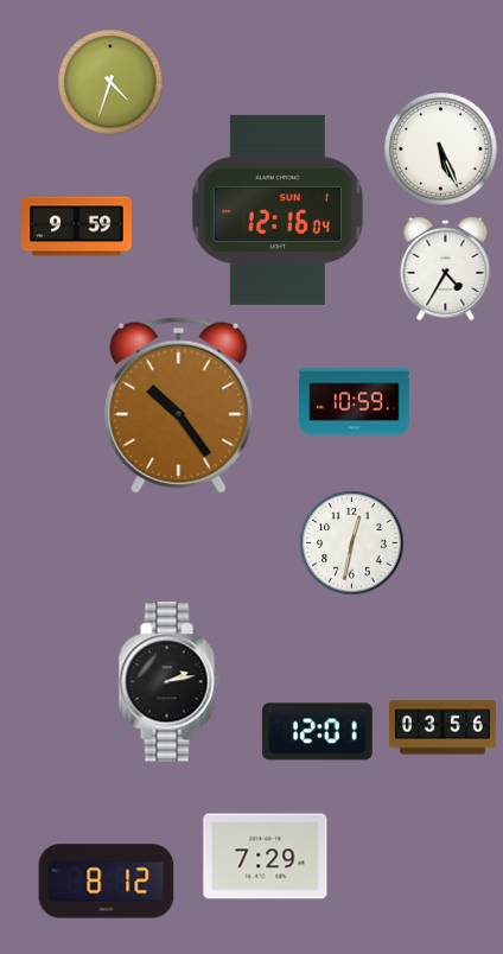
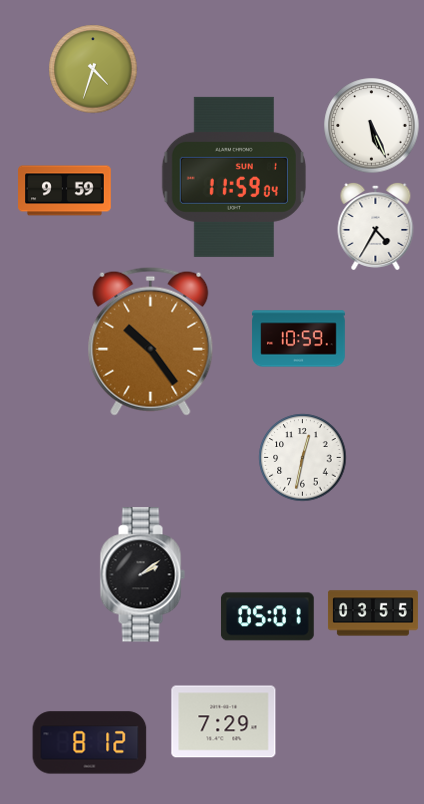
clock at (278, 210): 12:16 -> 11:59
clock at (352, 543) position: (352, 543) -> (303, 458)
clock at (168, 682): 2:13 -> 2:09
clock at (442, 727): 03:56 -> 03:55
clock at (317, 732): 12:01 -> 05:01
